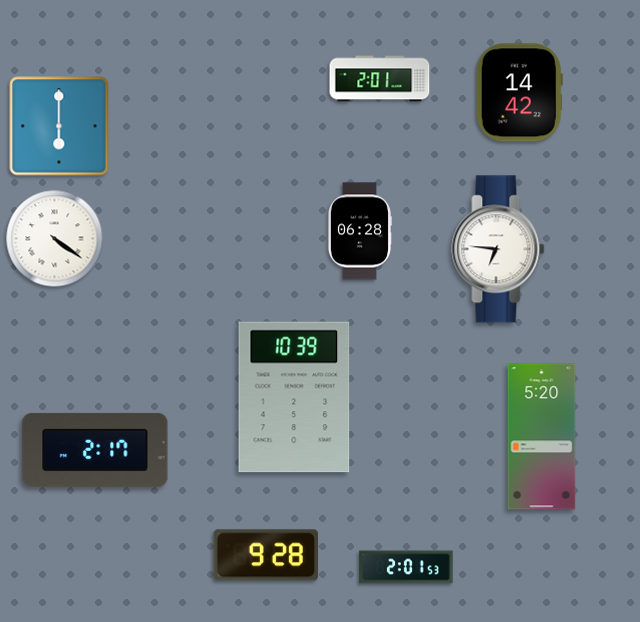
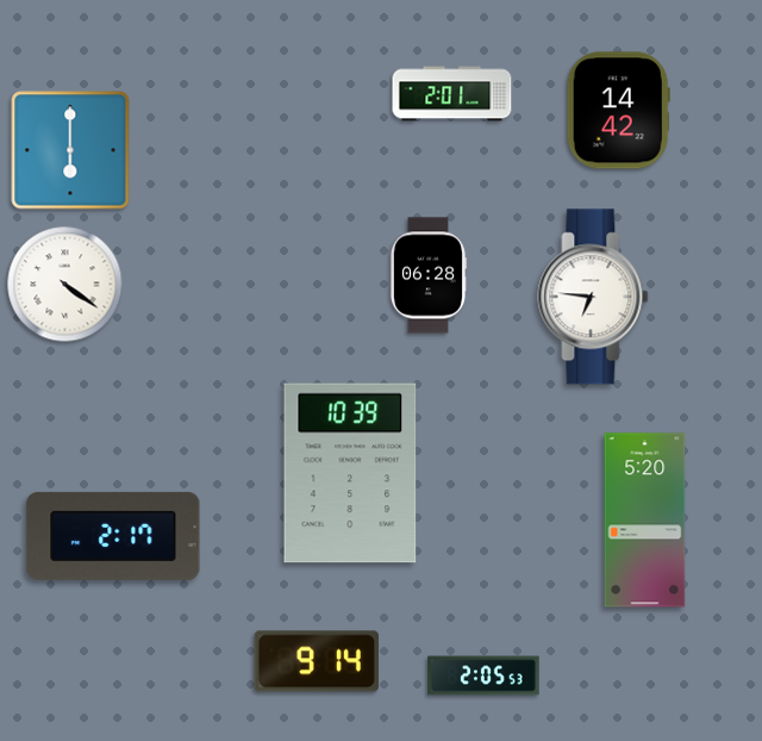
clock at (266, 555): 9:28 -> 9:14
clock at (406, 567): 2:01 -> 2:05
